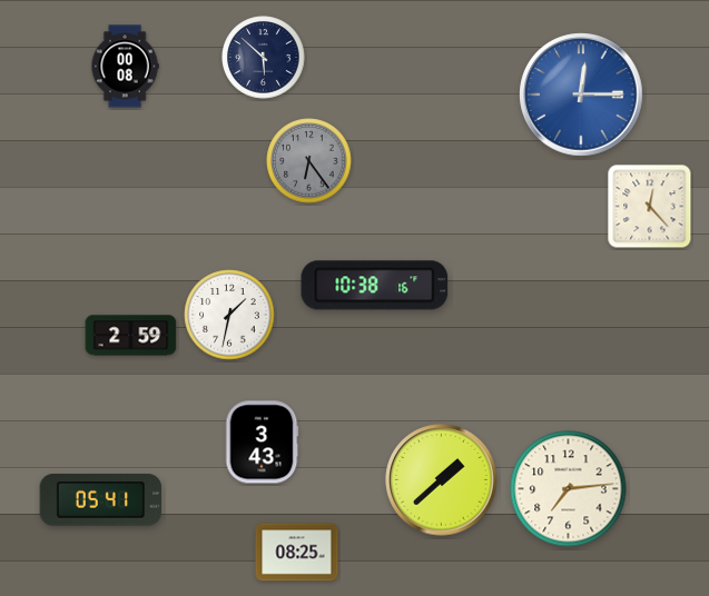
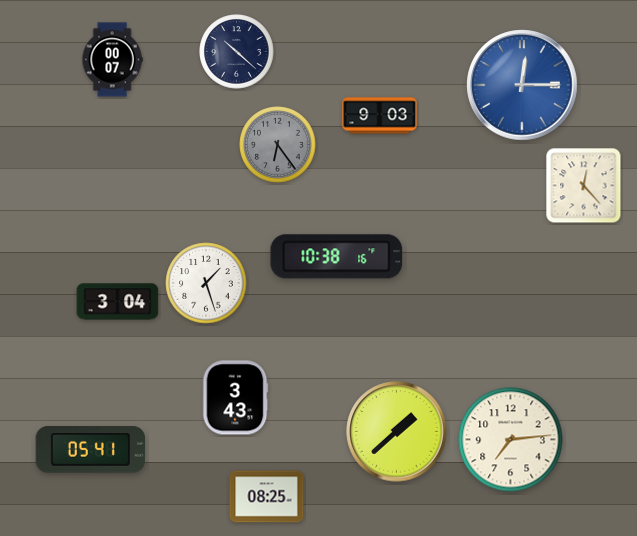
clock at (264, 58): 5:52 -> 10:22
clock at (125, 67): 00:08 -> 00:07
clock at (380, 116): none -> 9:03
clock at (229, 315): 1:32 -> 1:27
clock at (131, 336): 2:59 -> 3:04
